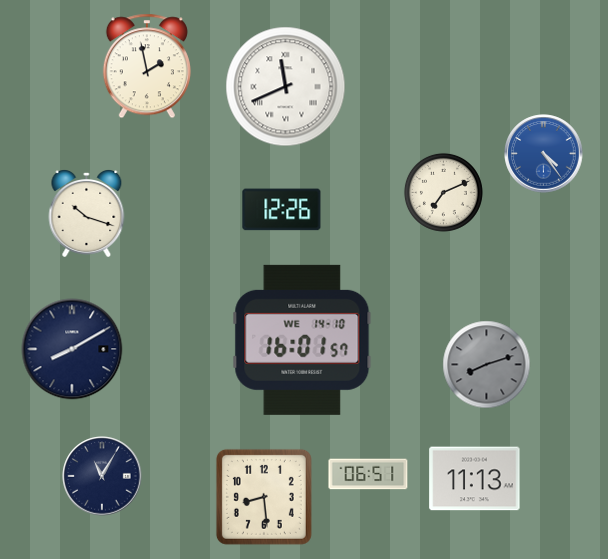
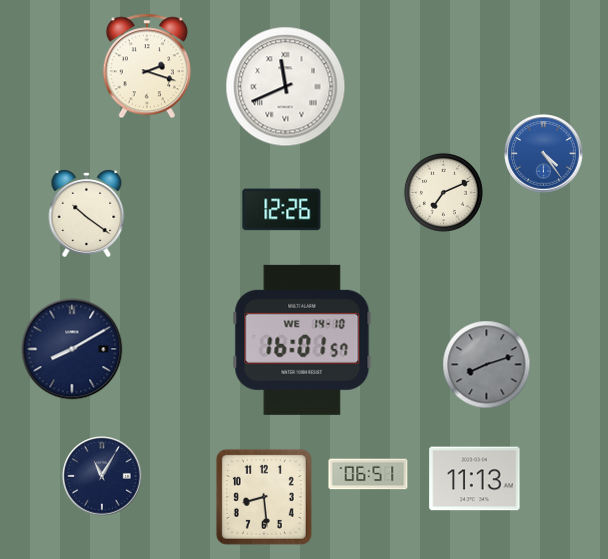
clock at (147, 66): 1:58 -> 2:18
clock at (87, 214): 10:18 -> 10:21
